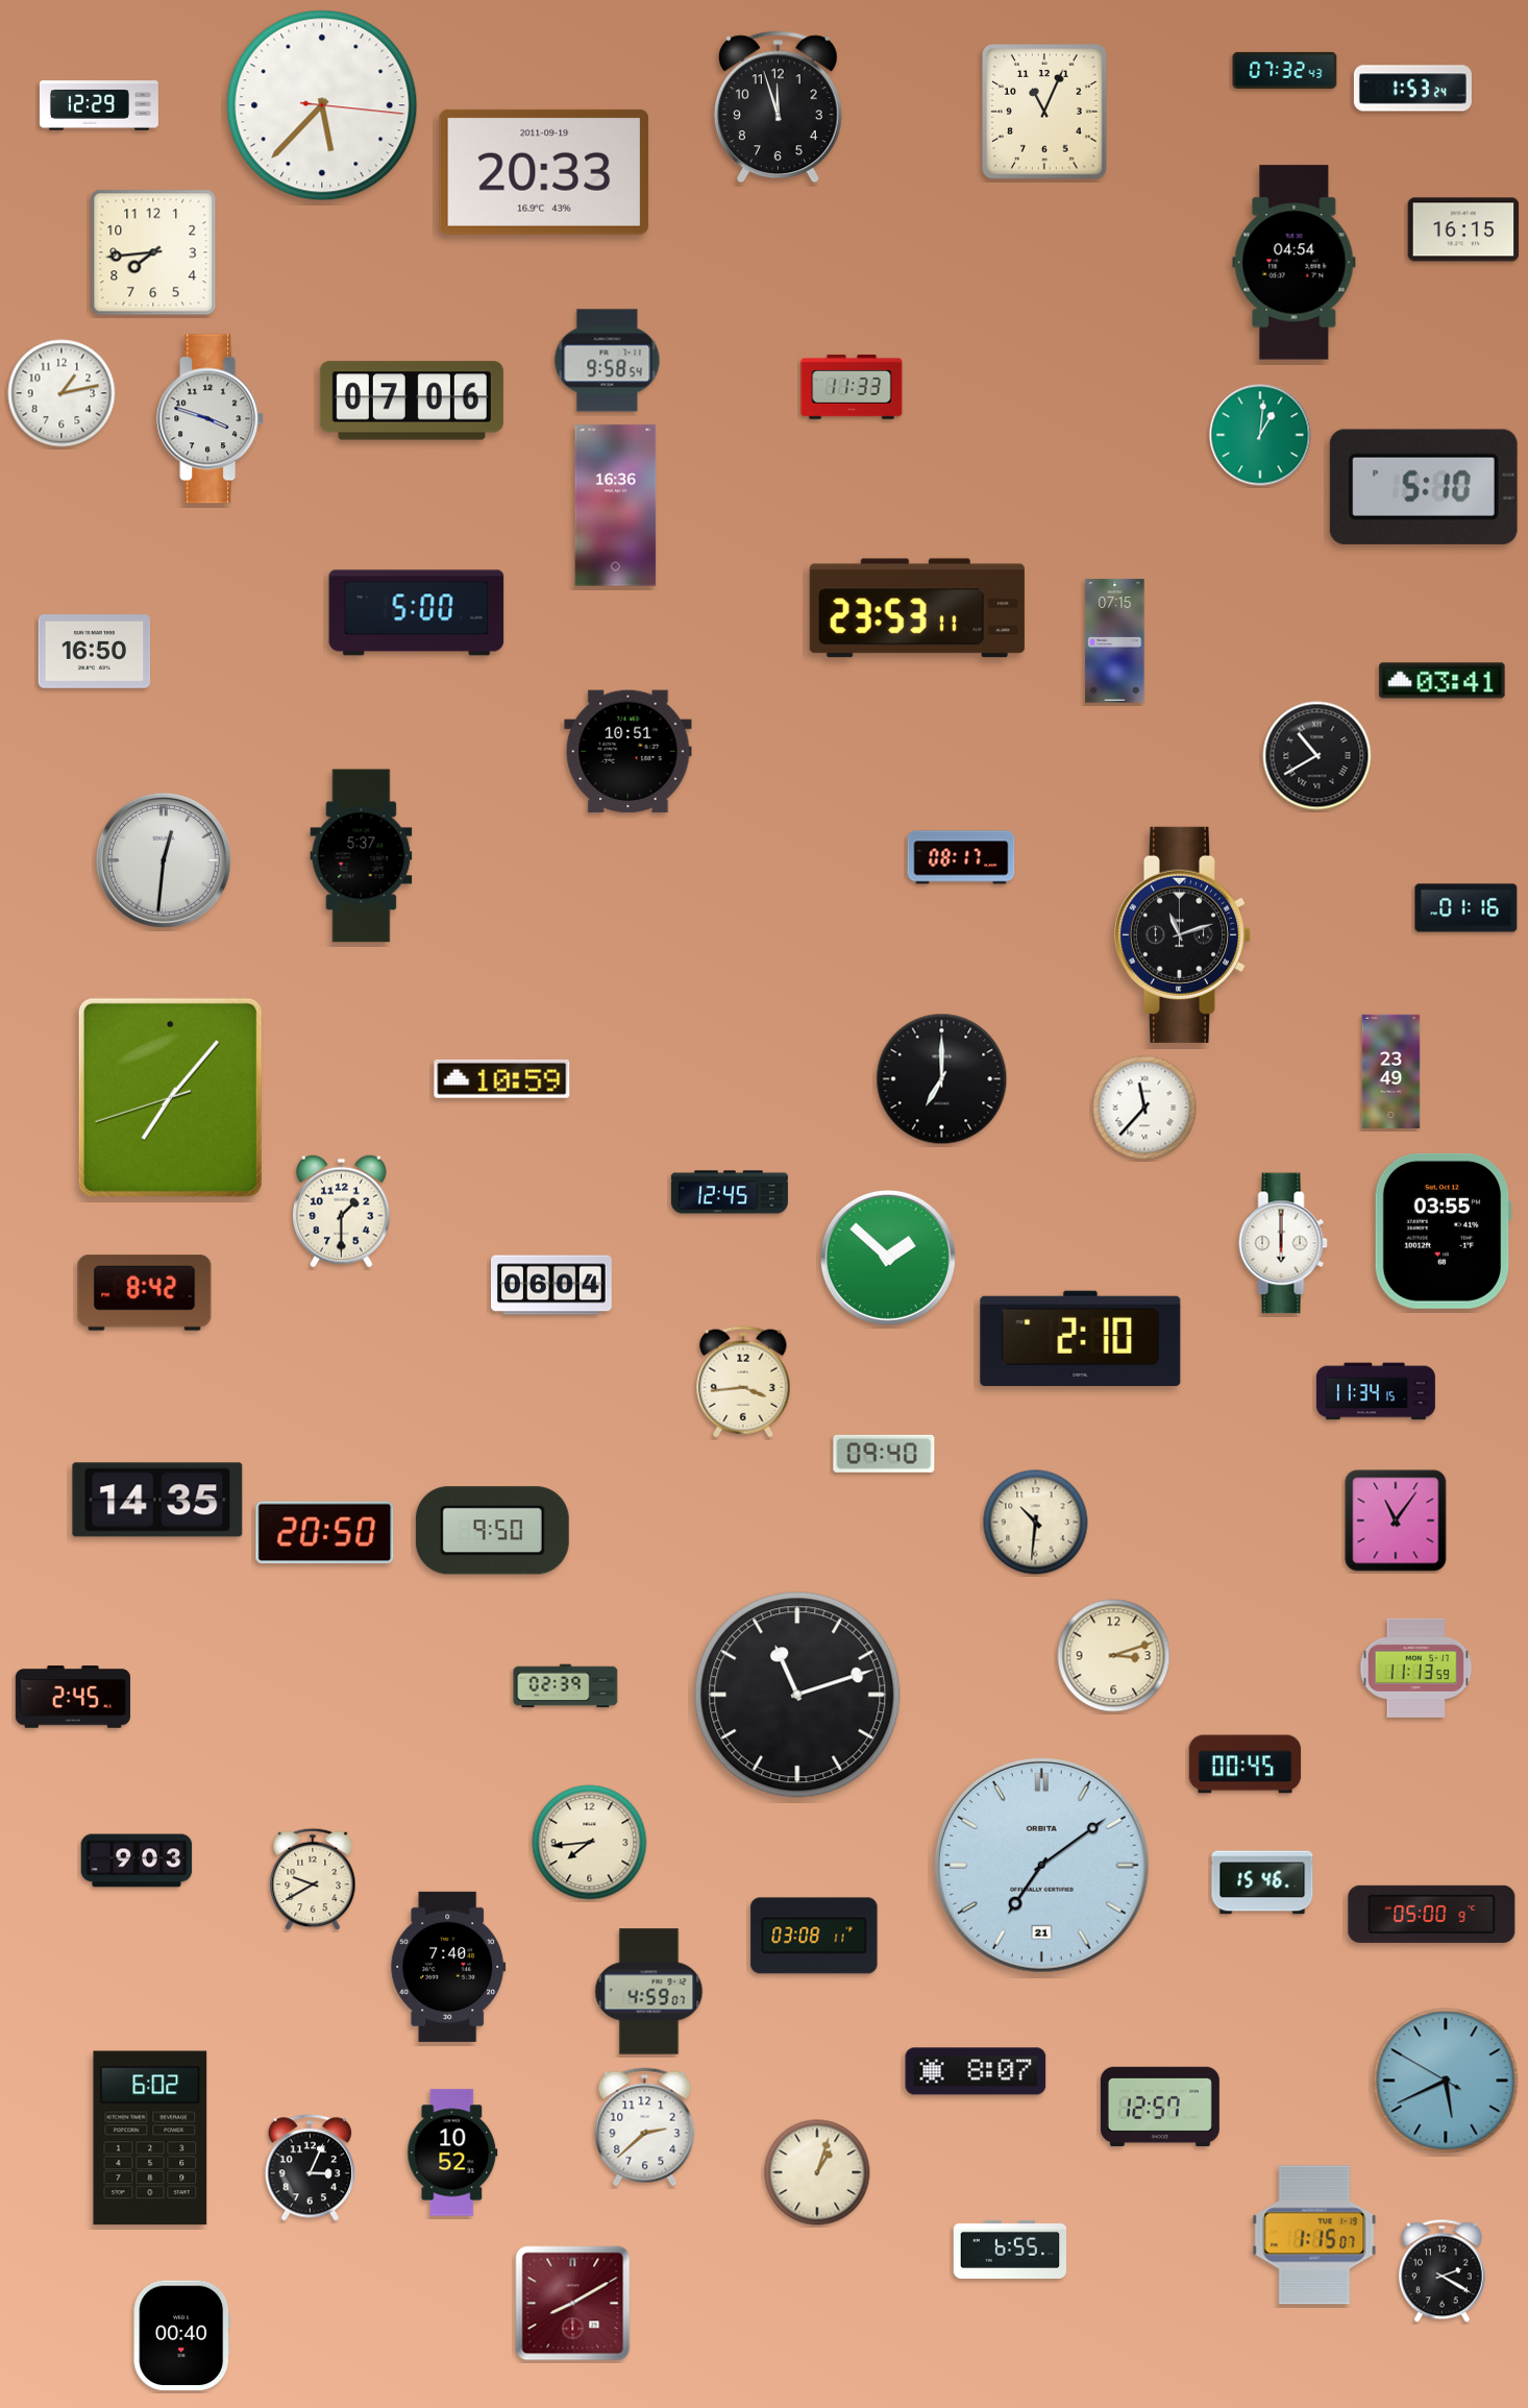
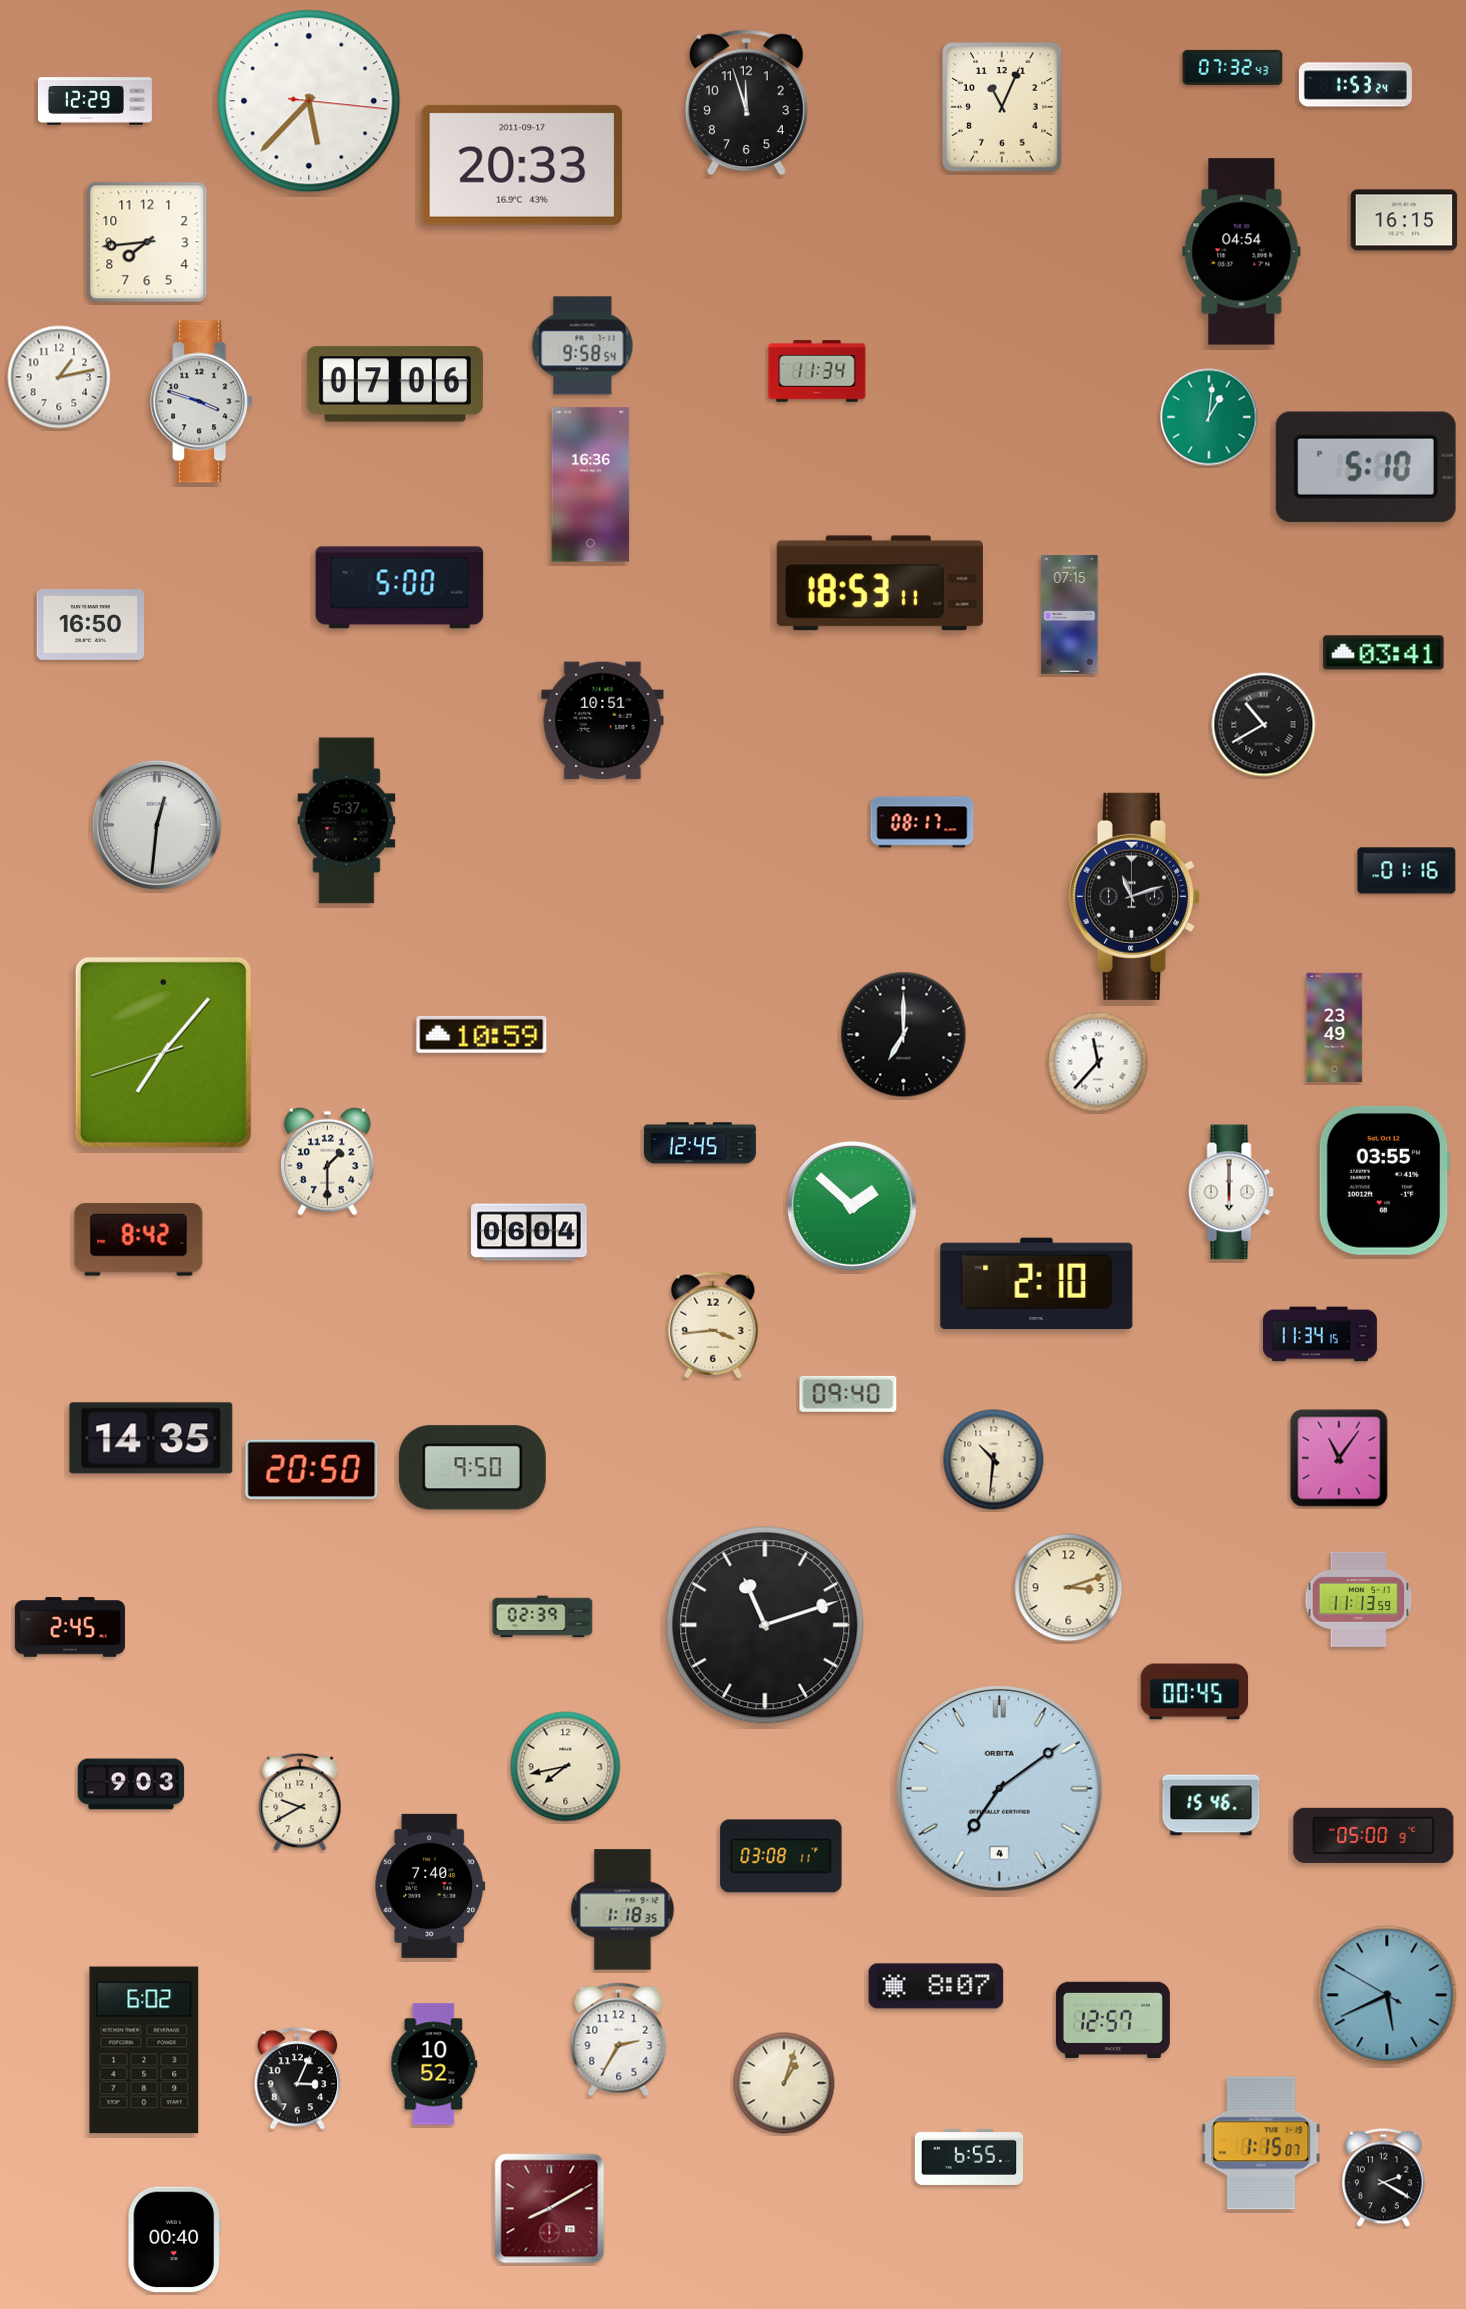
clock at (544, 172) date: 2011-09-19 -> 2011-09-17
clock at (852, 387): 11:33 -> 11:34
clock at (917, 608): 23:53 -> 18:53
clock at (590, 1843): 7:44 -> 7:43
clock at (1041, 1865) date: 21 -> 4
clock at (649, 1992): 4:59 -> 1:18
clock at (645, 2127): 2:38 -> 2:35
